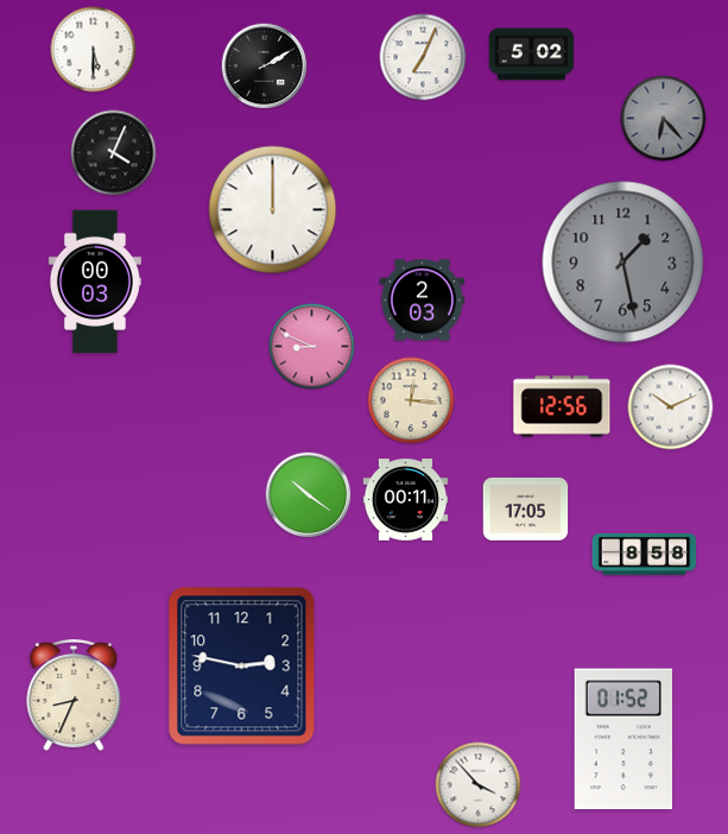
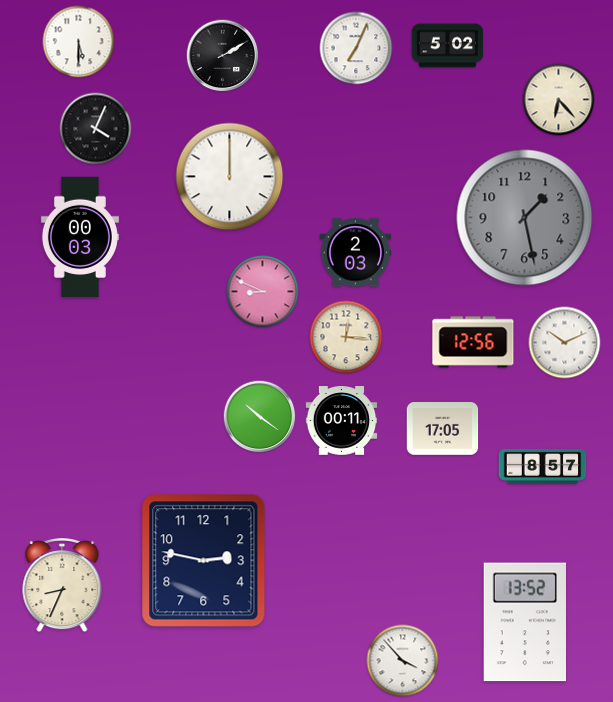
clock at (664, 119) dial: grey -> cream
clock at (623, 263) position: (623, 263) -> (525, 218)
clock at (645, 555): 8:58 -> 8:57
clock at (622, 739): 01:52 -> 13:52
